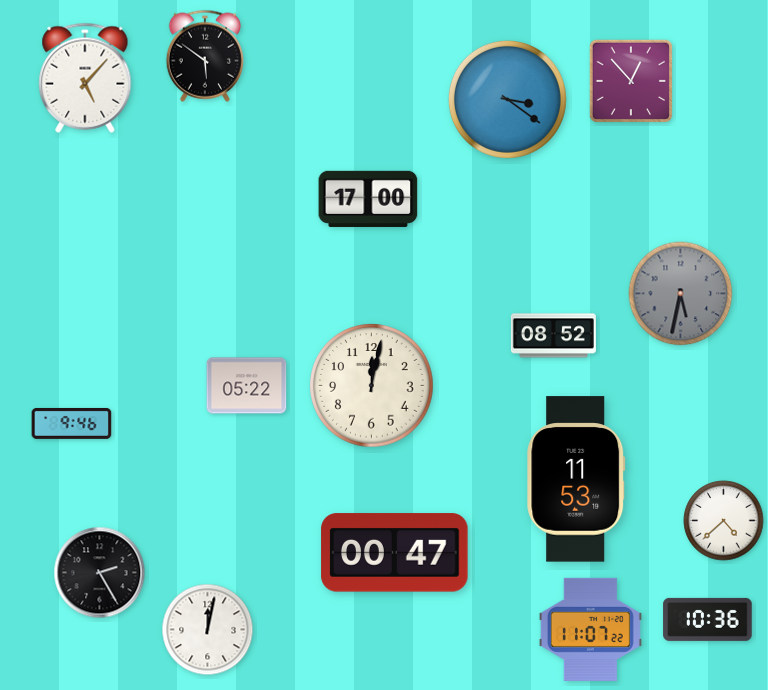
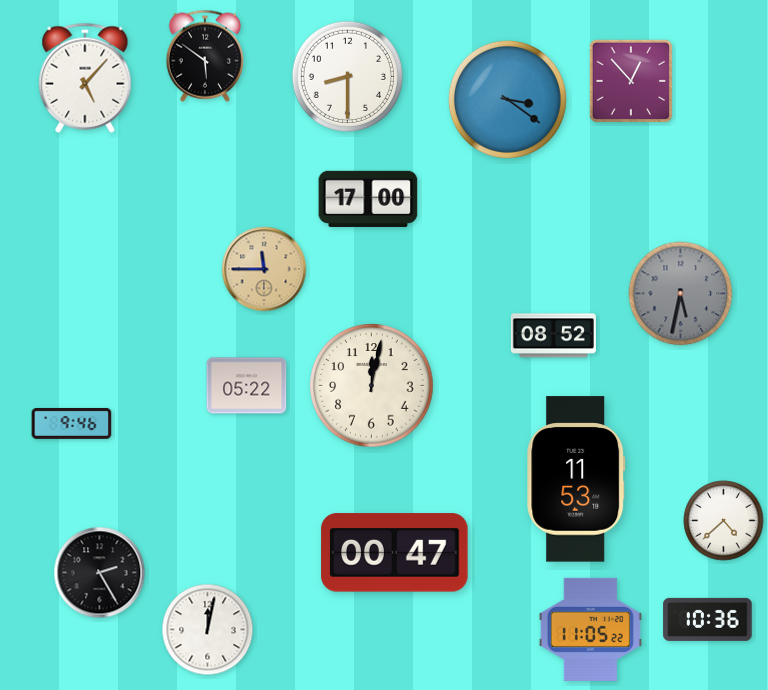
clock at (347, 76): none -> 8:30
clock at (264, 269): none -> 11:45
clock at (590, 629): 11:07 -> 11:05
